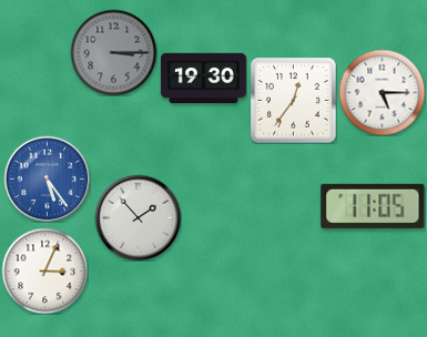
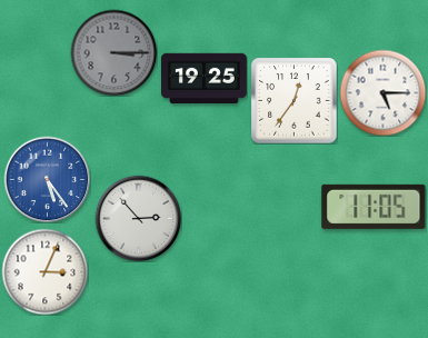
clock at (203, 78): 19:30 -> 19:25
clock at (138, 217): 1:53 -> 2:53
